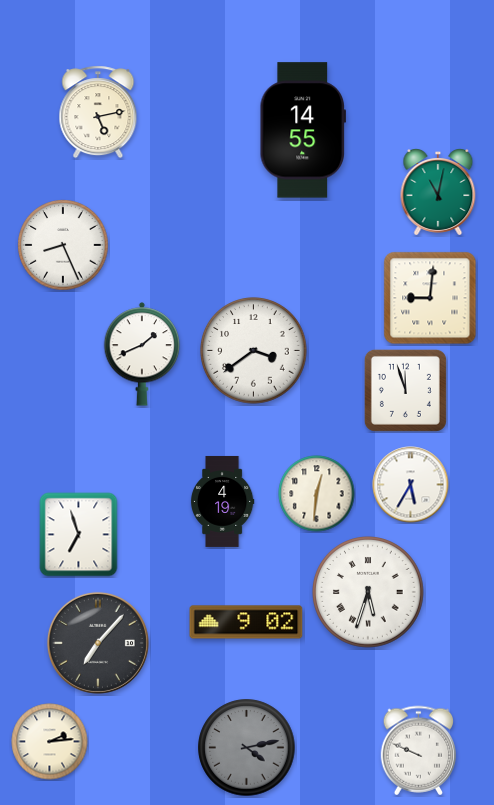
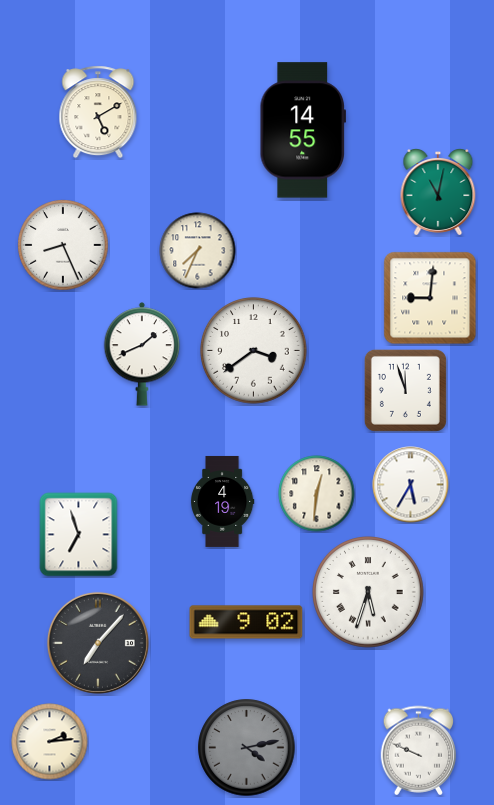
clock at (98, 112): 5:13 -> 5:10
clock at (198, 251): none -> 7:34
